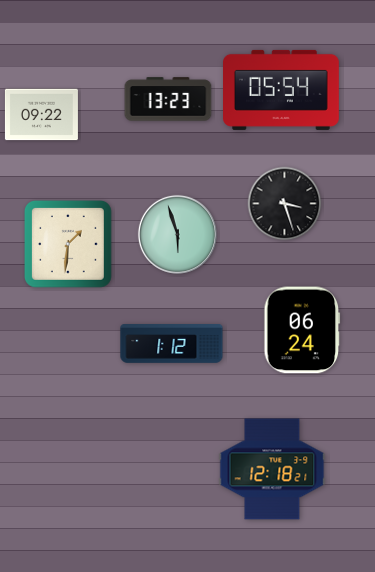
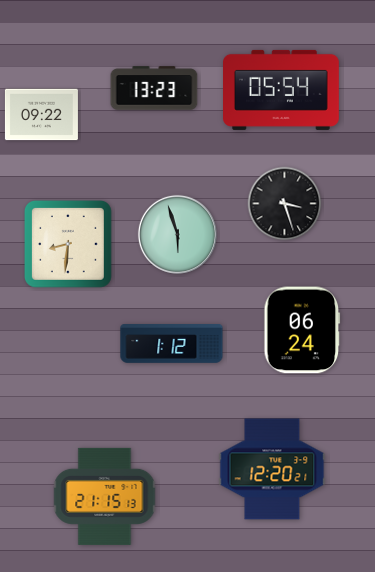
clock at (168, 99) position: (168, 99) -> (154, 88)
clock at (69, 245): 1:31 -> 8:31
clock at (272, 469): 12:18 -> 12:20
clock at (105, 496): none -> 21:15
